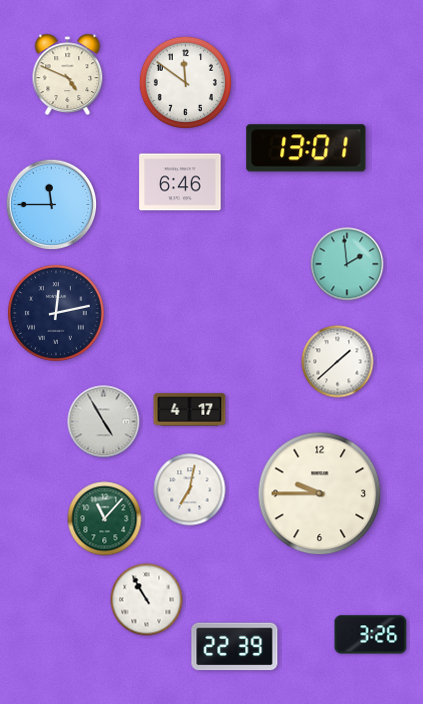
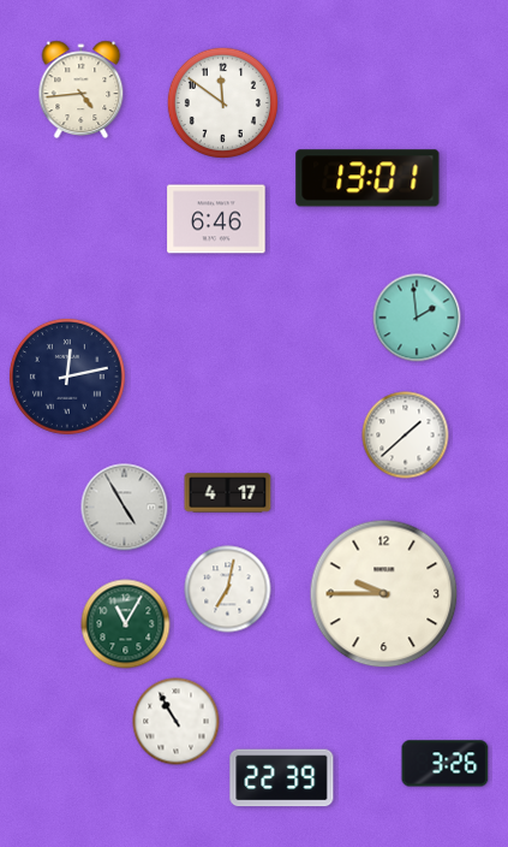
clock at (68, 75): 4:49 -> 4:44
clock at (185, 82) position: (185, 82) -> (222, 102)
clock at (52, 205): 11:45 -> none
clock at (105, 519): 11:07 -> 11:05
